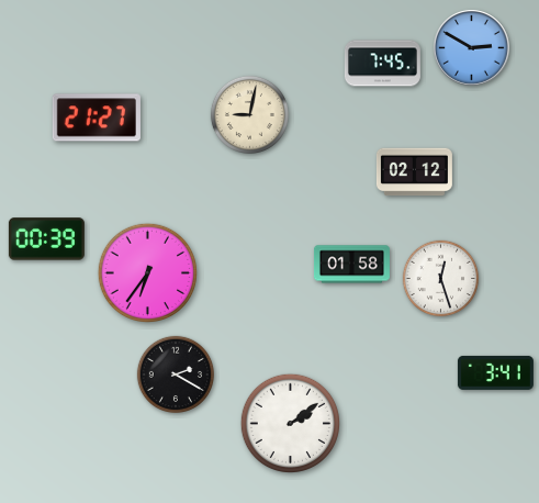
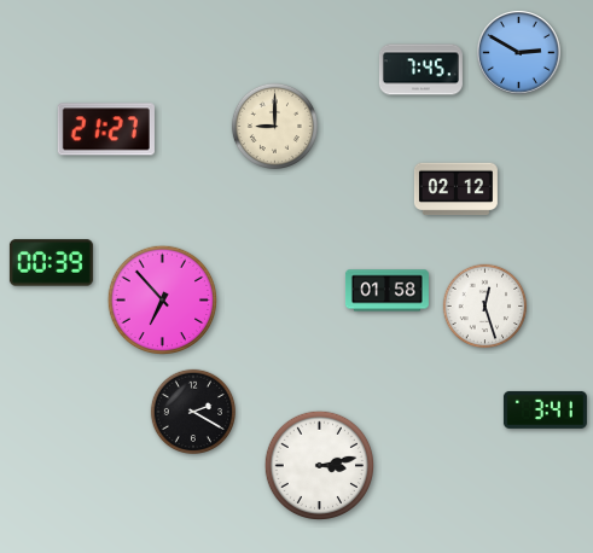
clock at (249, 114): 9:02 -> 9:00
clock at (147, 272): 6:36 -> 6:53
clock at (290, 423): 2:09 -> 3:13
